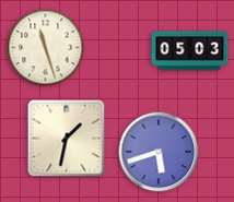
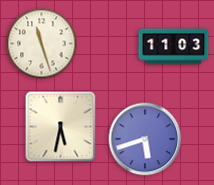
clock at (190, 51): 05:03 -> 11:03
clock at (67, 139): 1:32 -> 5:32
